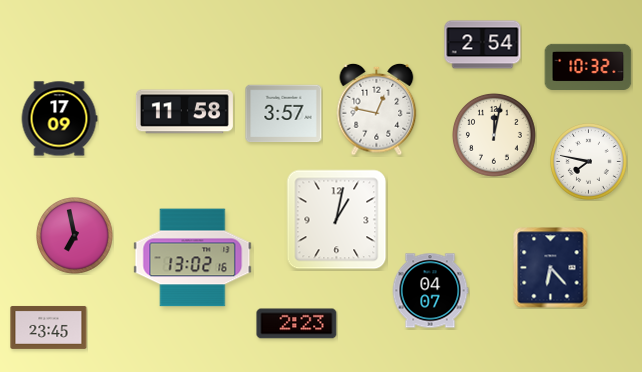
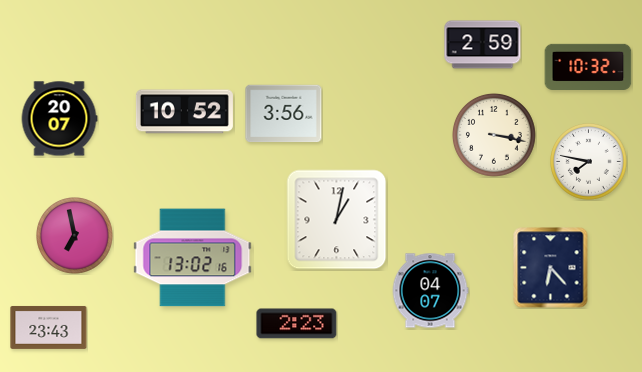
clock at (483, 45): 2:54 -> 2:59
clock at (377, 109): 12:47 -> none
clock at (184, 112): 11:58 -> 10:52
clock at (284, 114): 3:57 -> 3:56
clock at (59, 119): 17:09 -> 20:07
clock at (494, 135): 12:02 -> 3:17
clock at (49, 327): 23:45 -> 23:43
